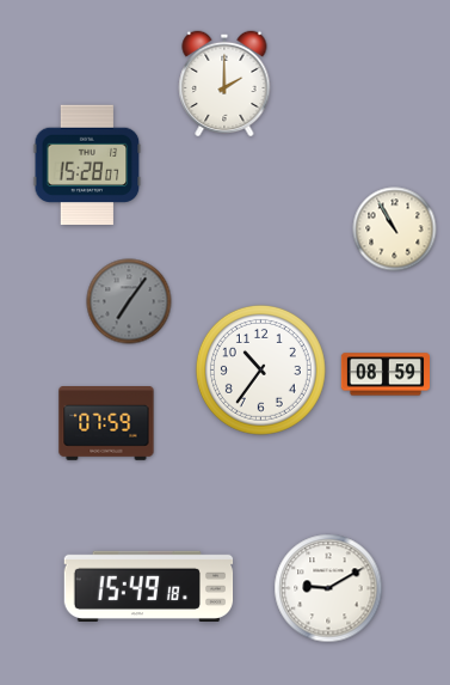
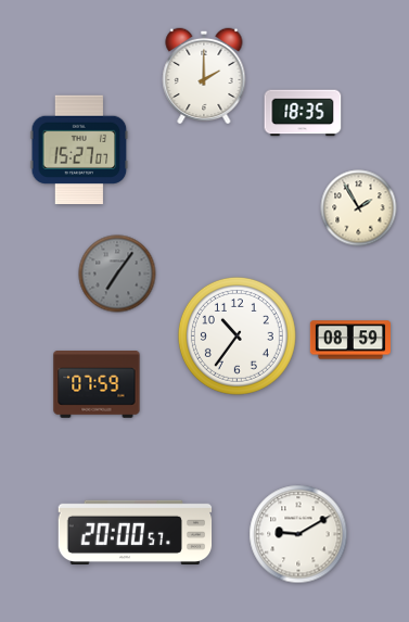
clock at (303, 113): none -> 18:35
clock at (87, 165): 15:28 -> 15:27
clock at (395, 230): 10:55 -> 1:55
clock at (149, 586): 15:49 -> 20:00
